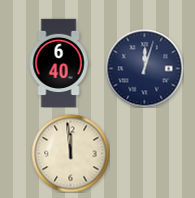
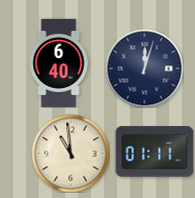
clock at (154, 152): none -> 01:11
clock at (70, 153): 11:59 -> 10:59
